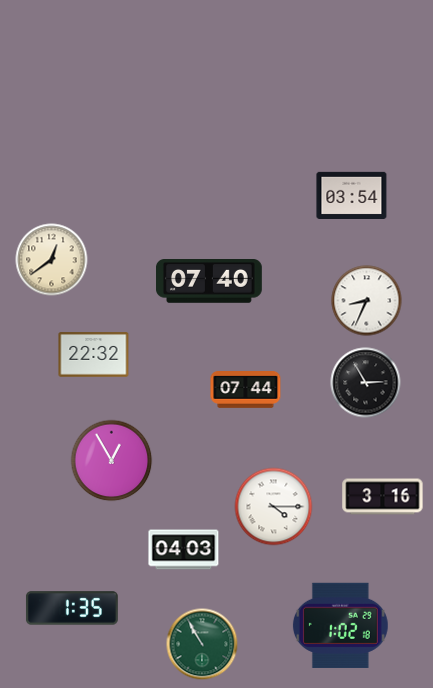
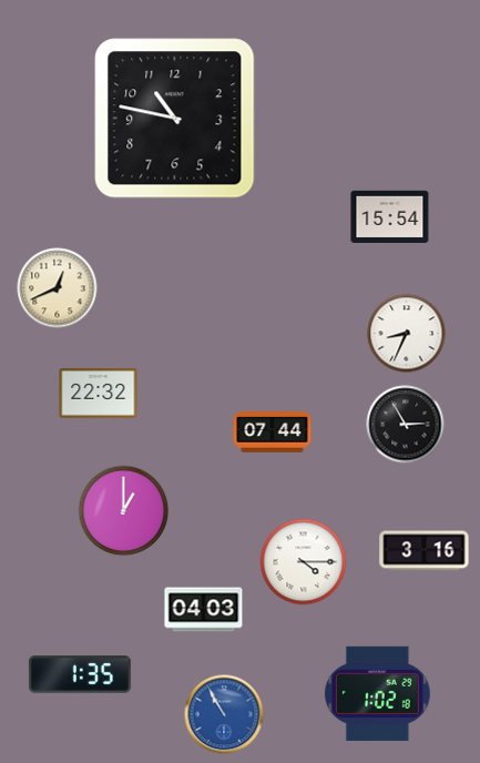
clock at (175, 119): none -> 10:47
clock at (352, 195): 03:54 -> 15:54
clock at (52, 260): 12:39 -> 12:41
clock at (210, 282): 07:40 -> none
clock at (94, 355) position: (94, 355) -> (99, 394)
clock at (112, 461): 12:55 -> 1:00
clock at (202, 644) dial: green -> blue
